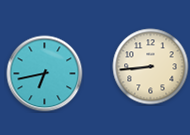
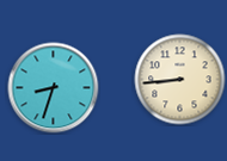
clock at (45, 74): 6:43 -> 8:33
